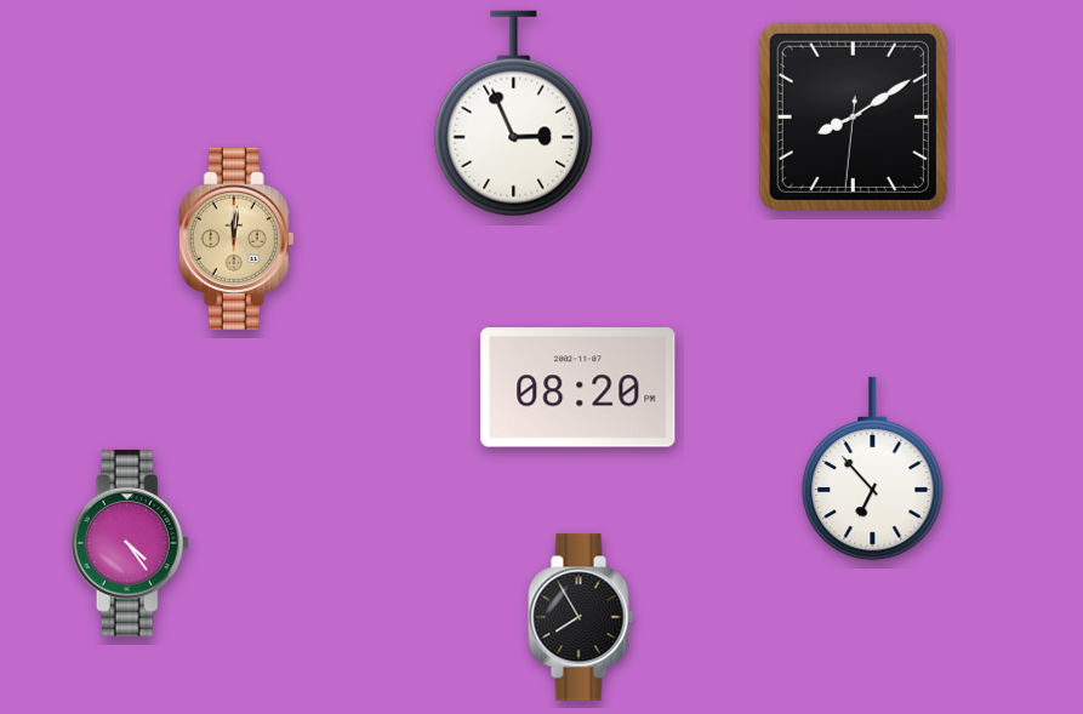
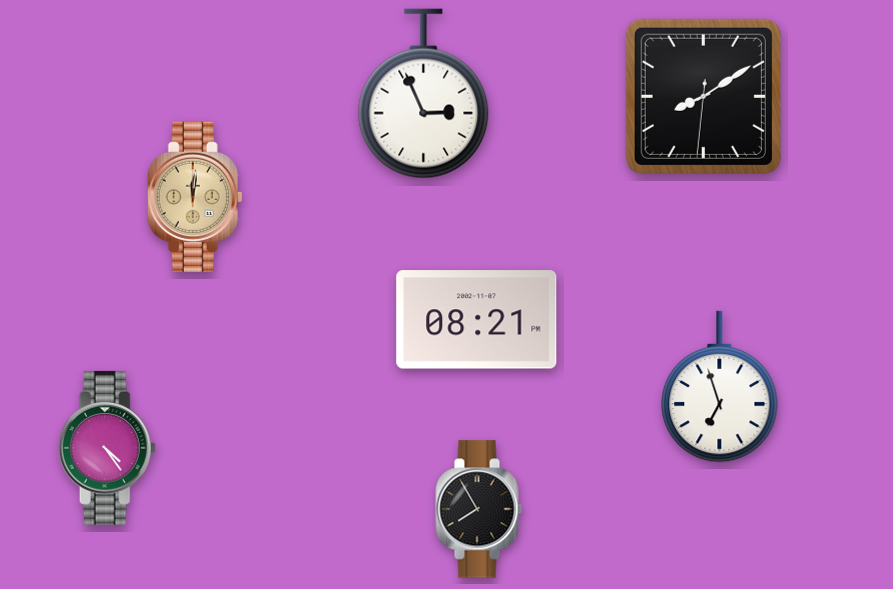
clock at (578, 388): 08:20 -> 08:21
clock at (873, 469): 6:53 -> 6:57
